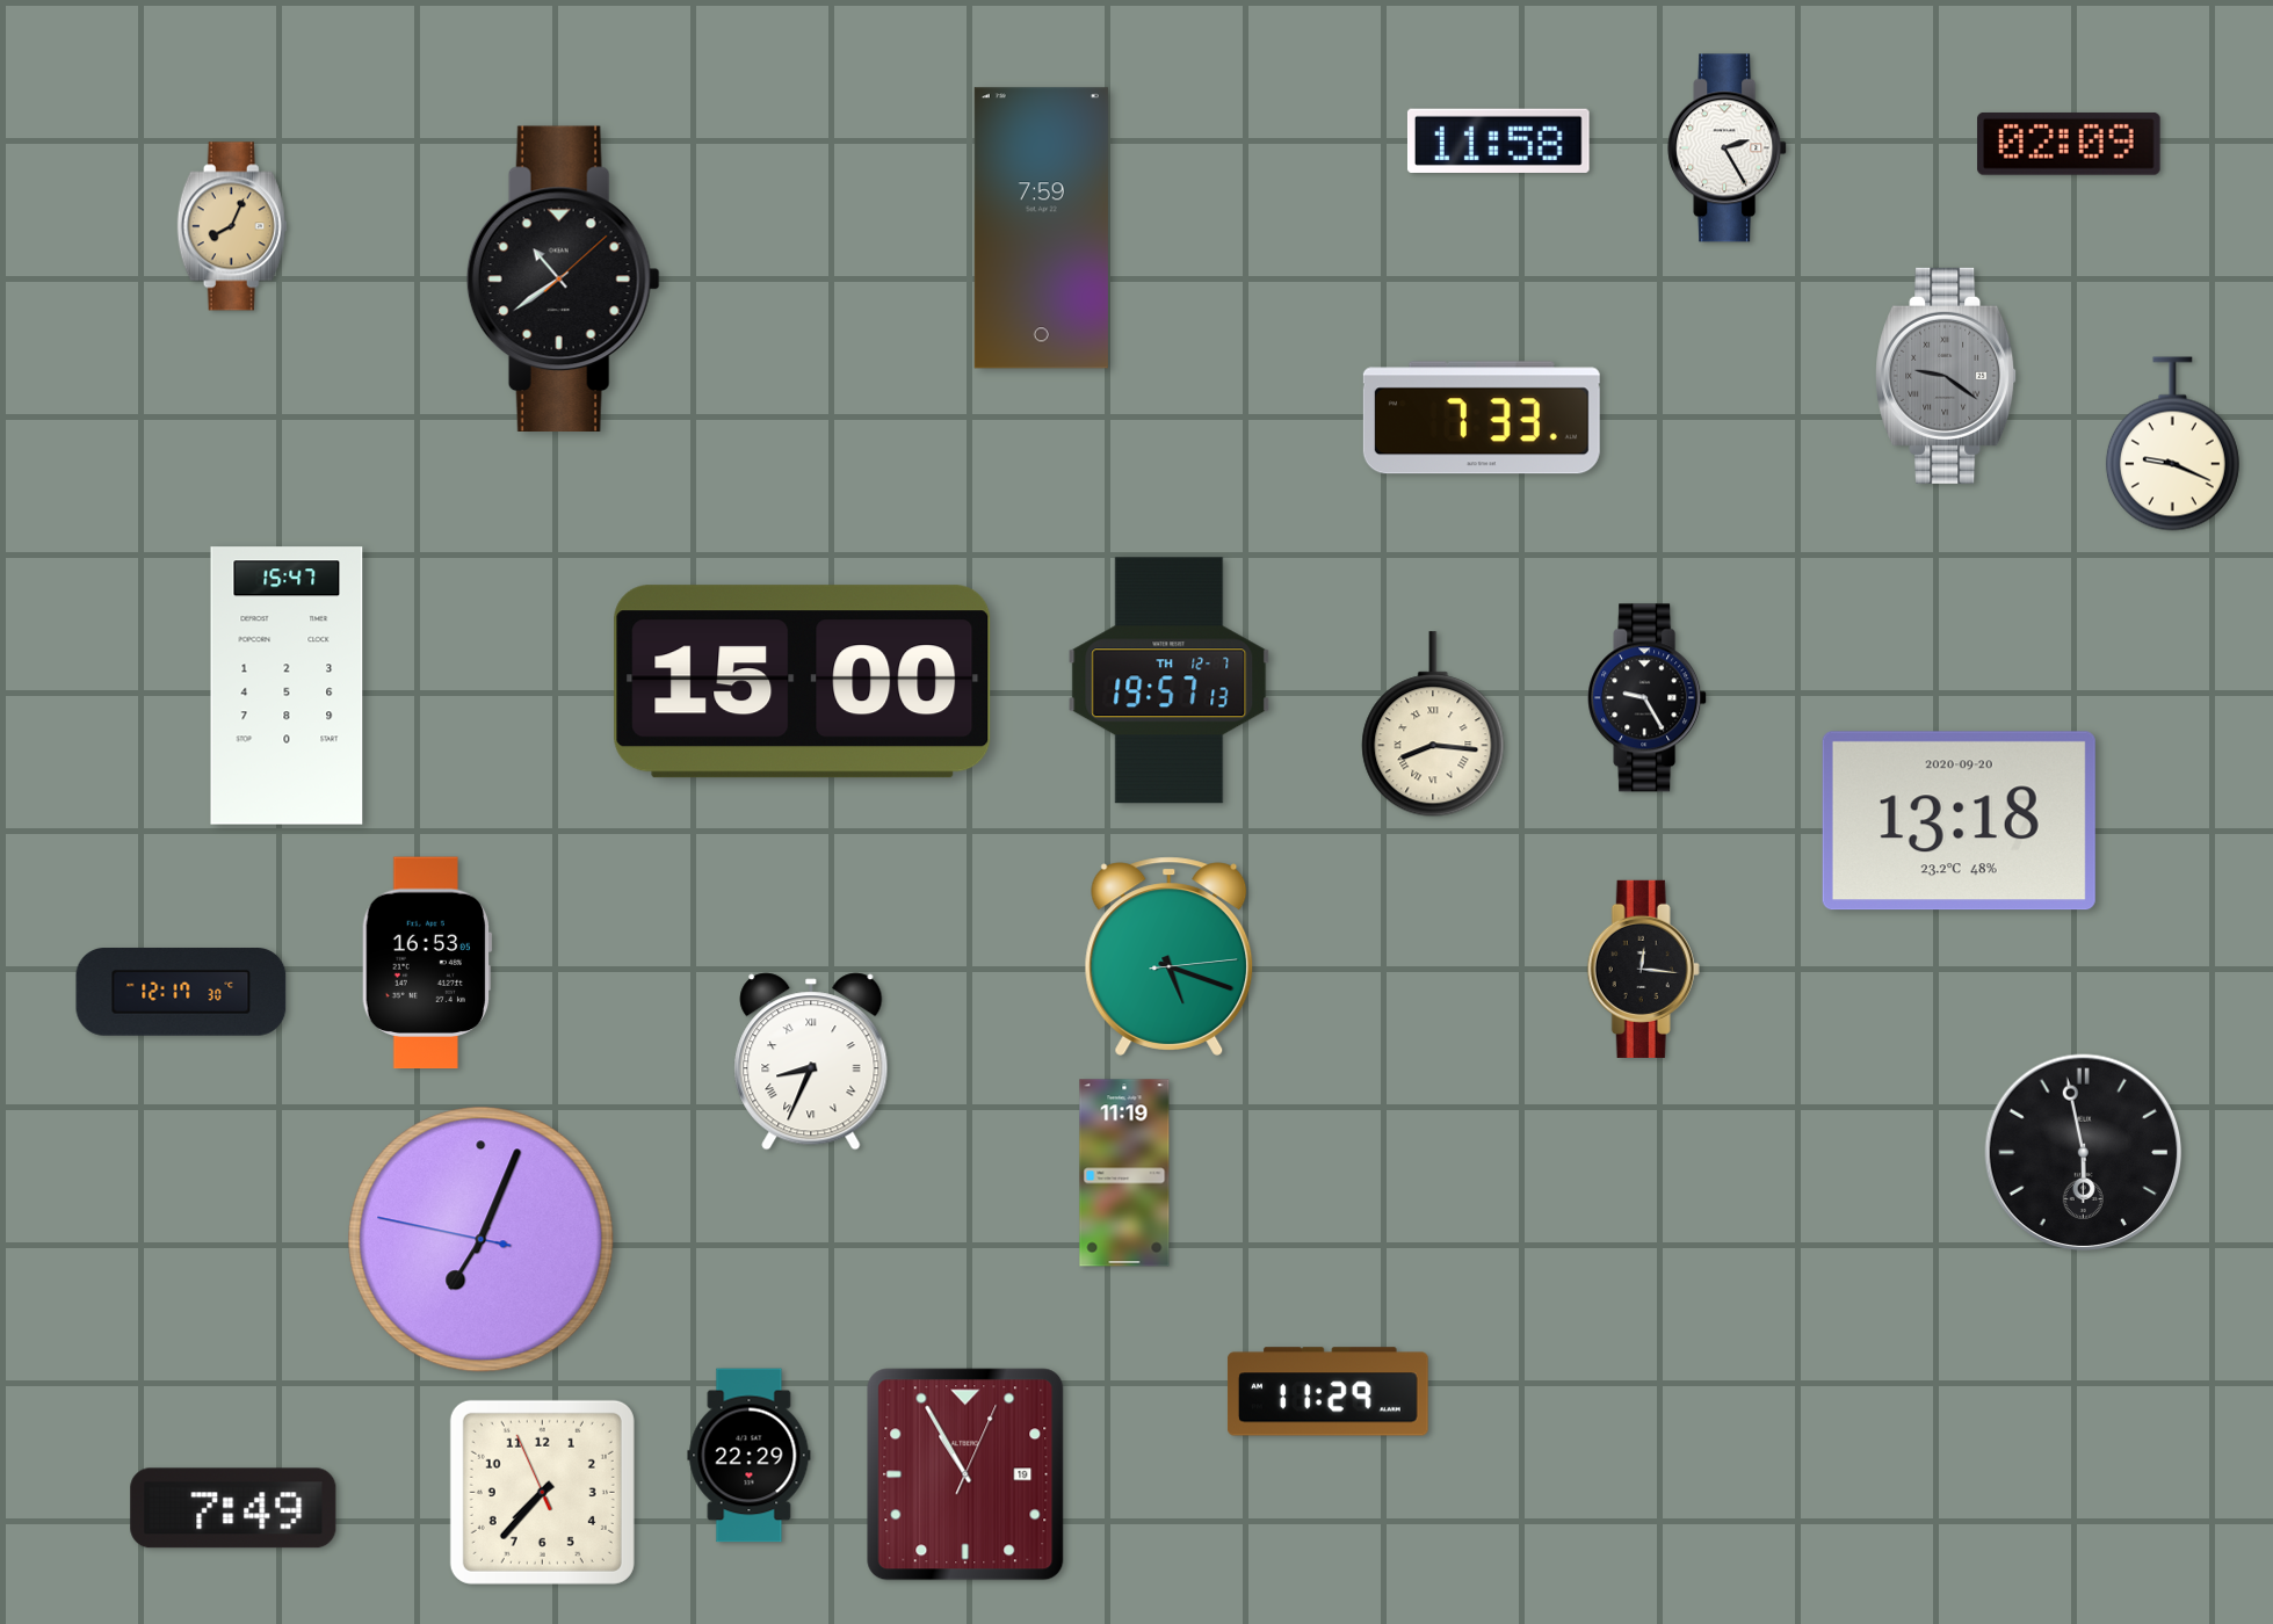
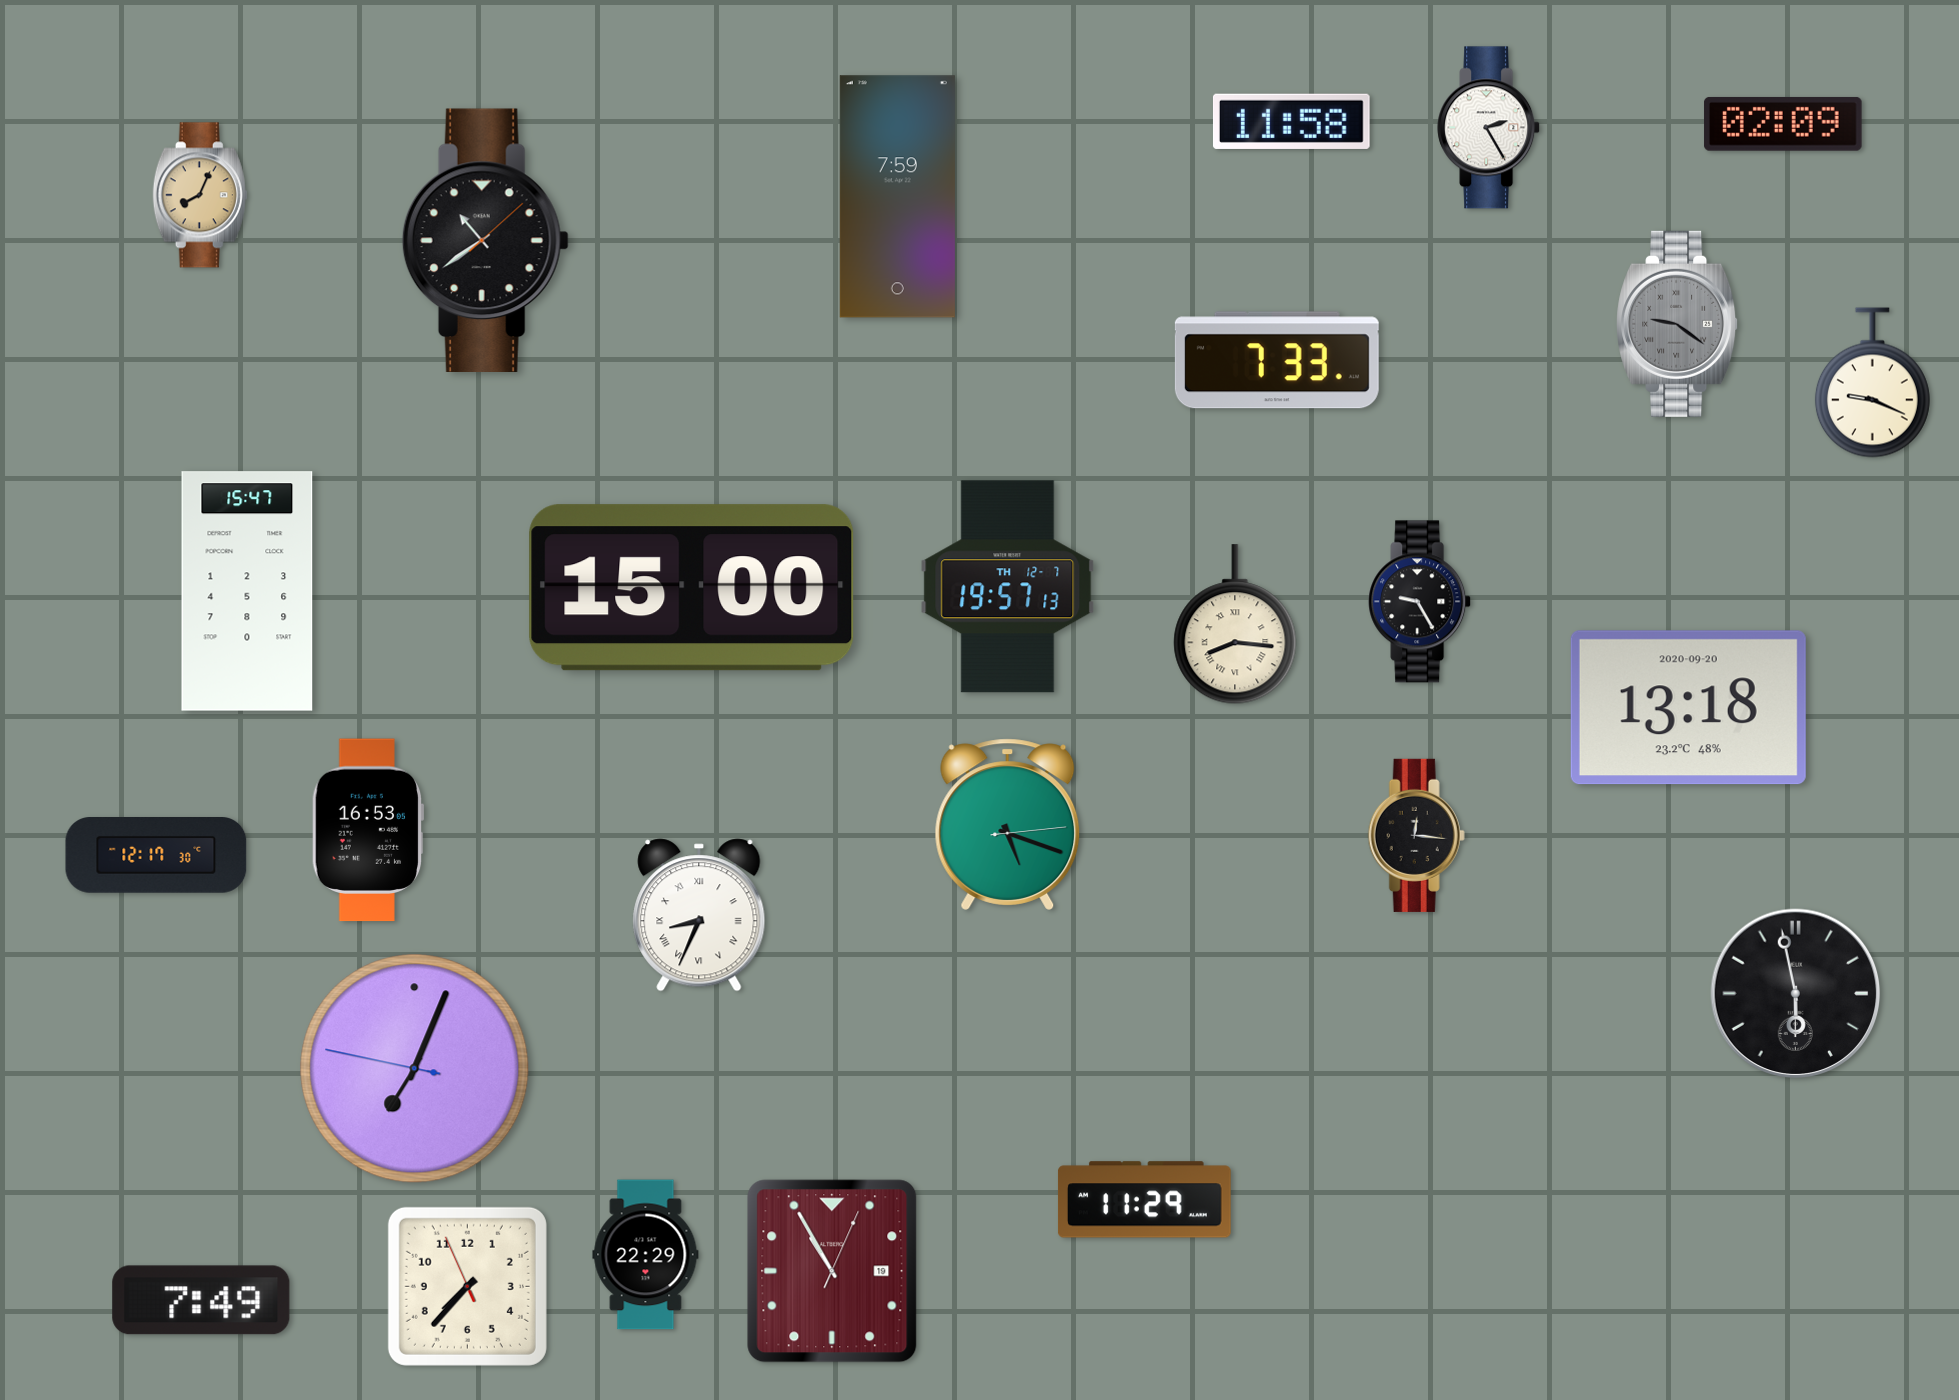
clock at (1124, 1173): 11:19 -> none
